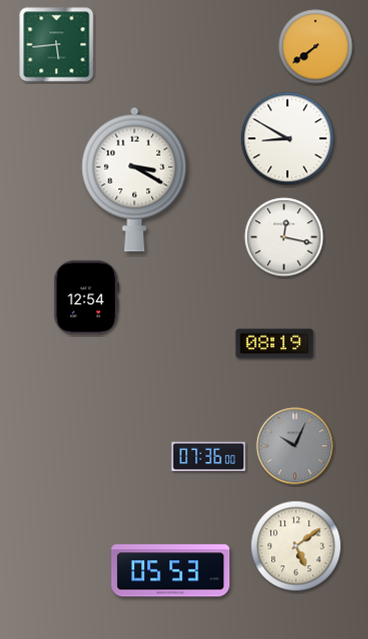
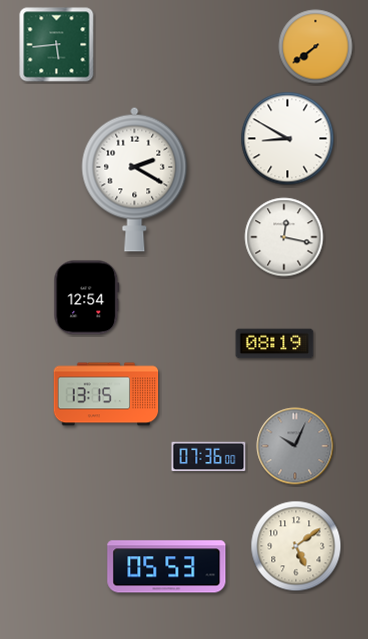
clock at (135, 179): 3:20 -> 2:20
clock at (106, 394): none -> 13:15
clock at (171, 571) position: (171, 571) -> (167, 567)
